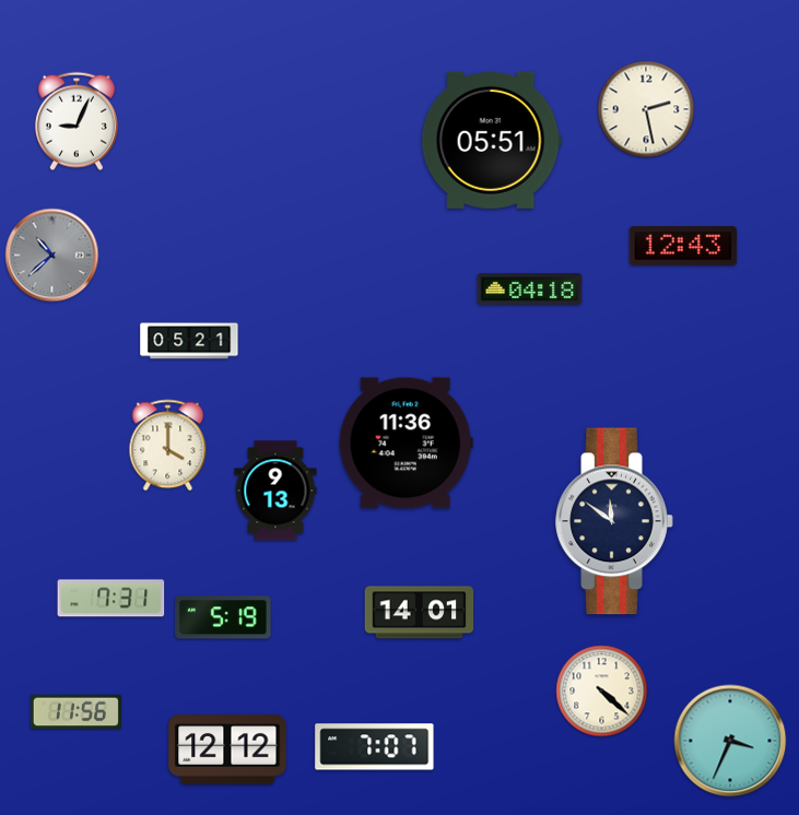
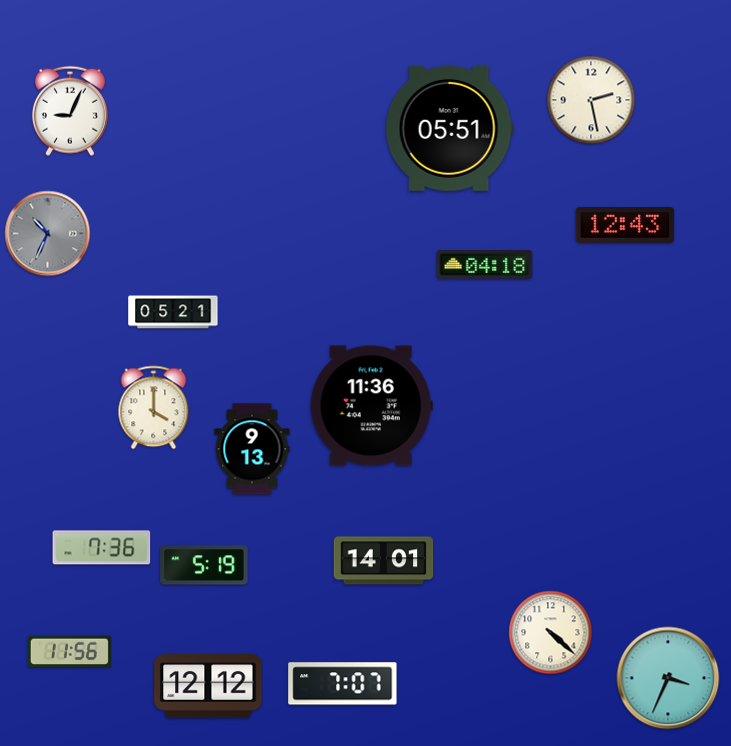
clock at (52, 256): 10:38 -> 10:34
clock at (614, 521): 11:51 -> none
clock at (111, 599): 7:31 -> 7:36
